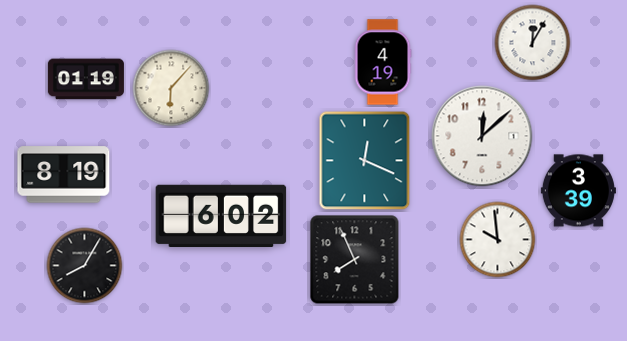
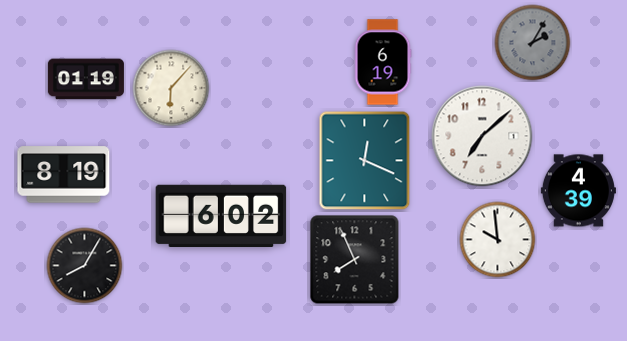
clock at (533, 43): 12:05 -> 2:05
clock at (533, 43) dial: white -> grey
clock at (383, 62): 4:19 -> 6:19
clock at (482, 136): 12:08 -> 7:08
clock at (578, 191): 3:39 -> 4:39
